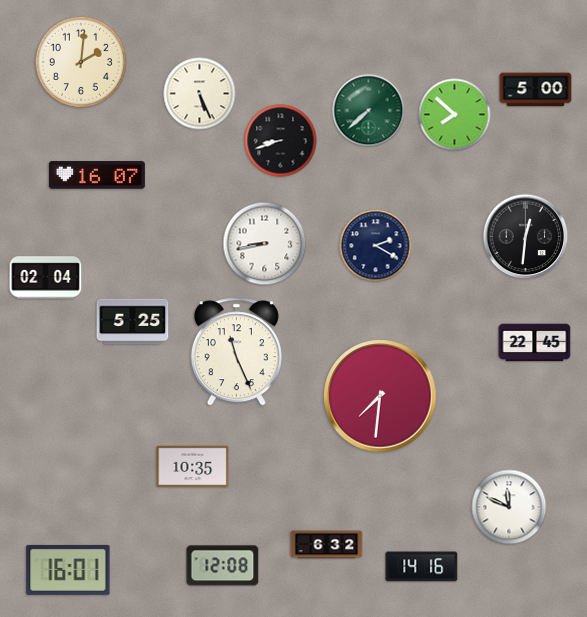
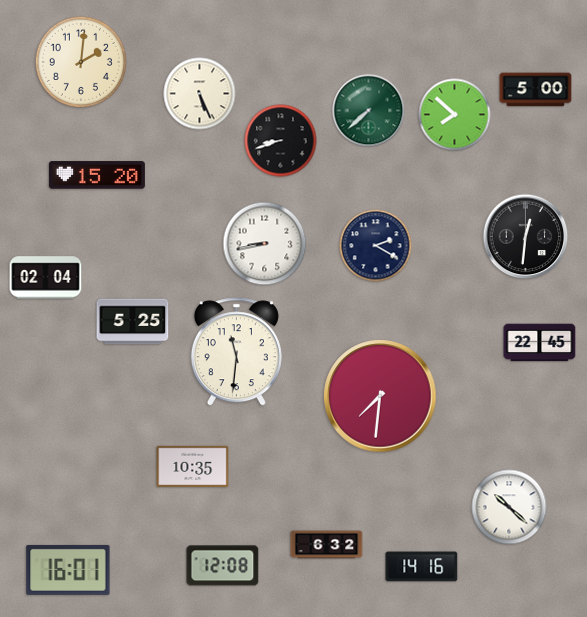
clock at (97, 175): 16:07 -> 15:20
clock at (535, 343) position: (535, 343) -> (540, 343)
clock at (236, 352): 11:26 -> 11:31
clock at (509, 507): 11:49 -> 10:22
